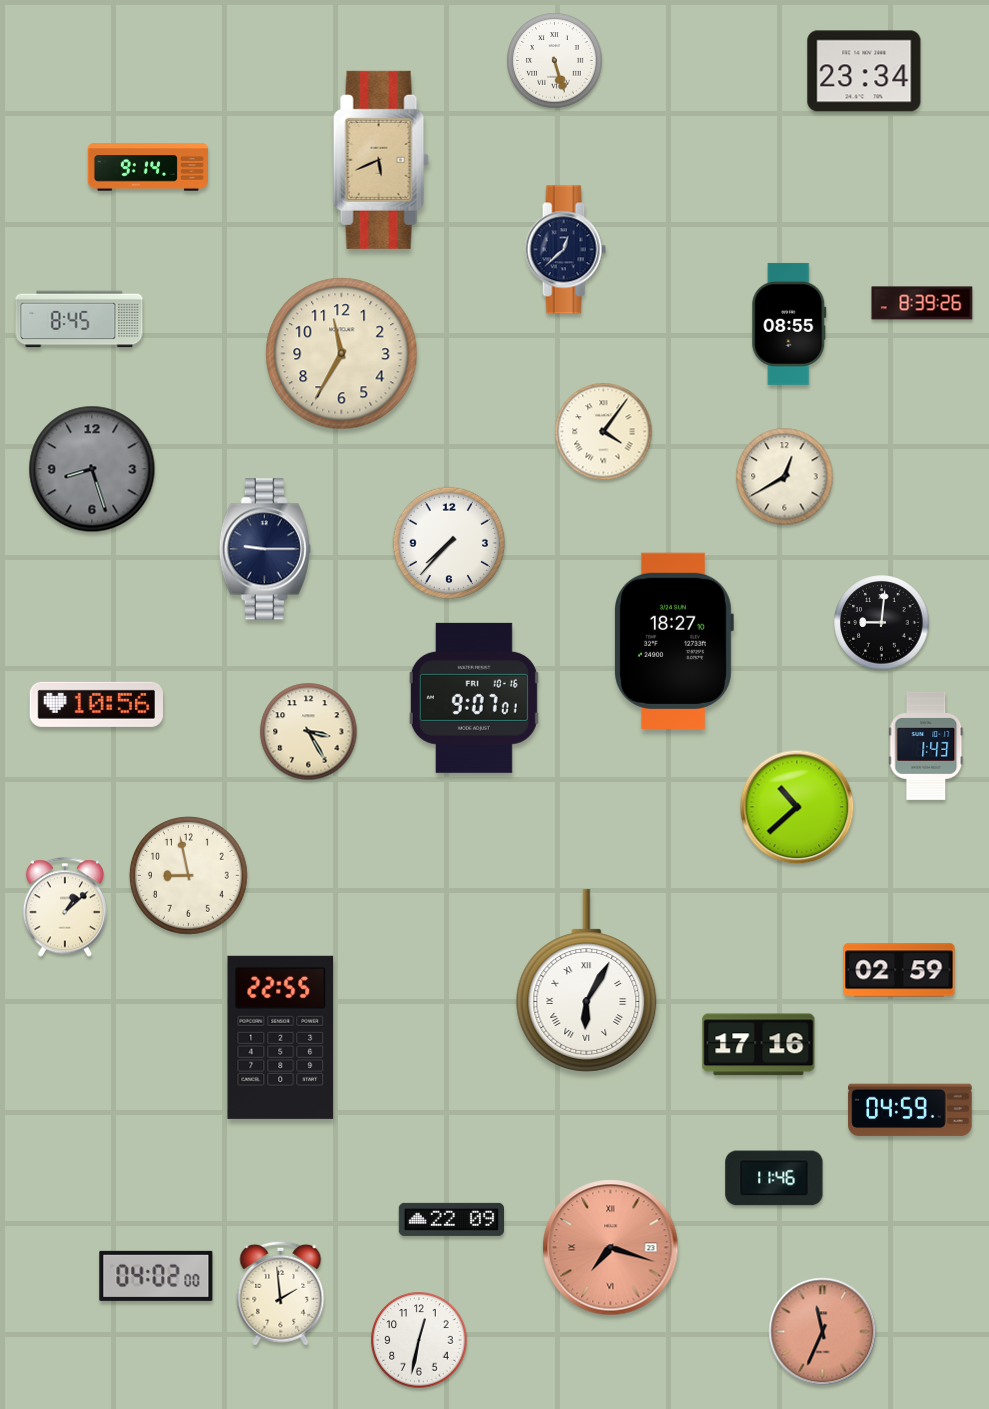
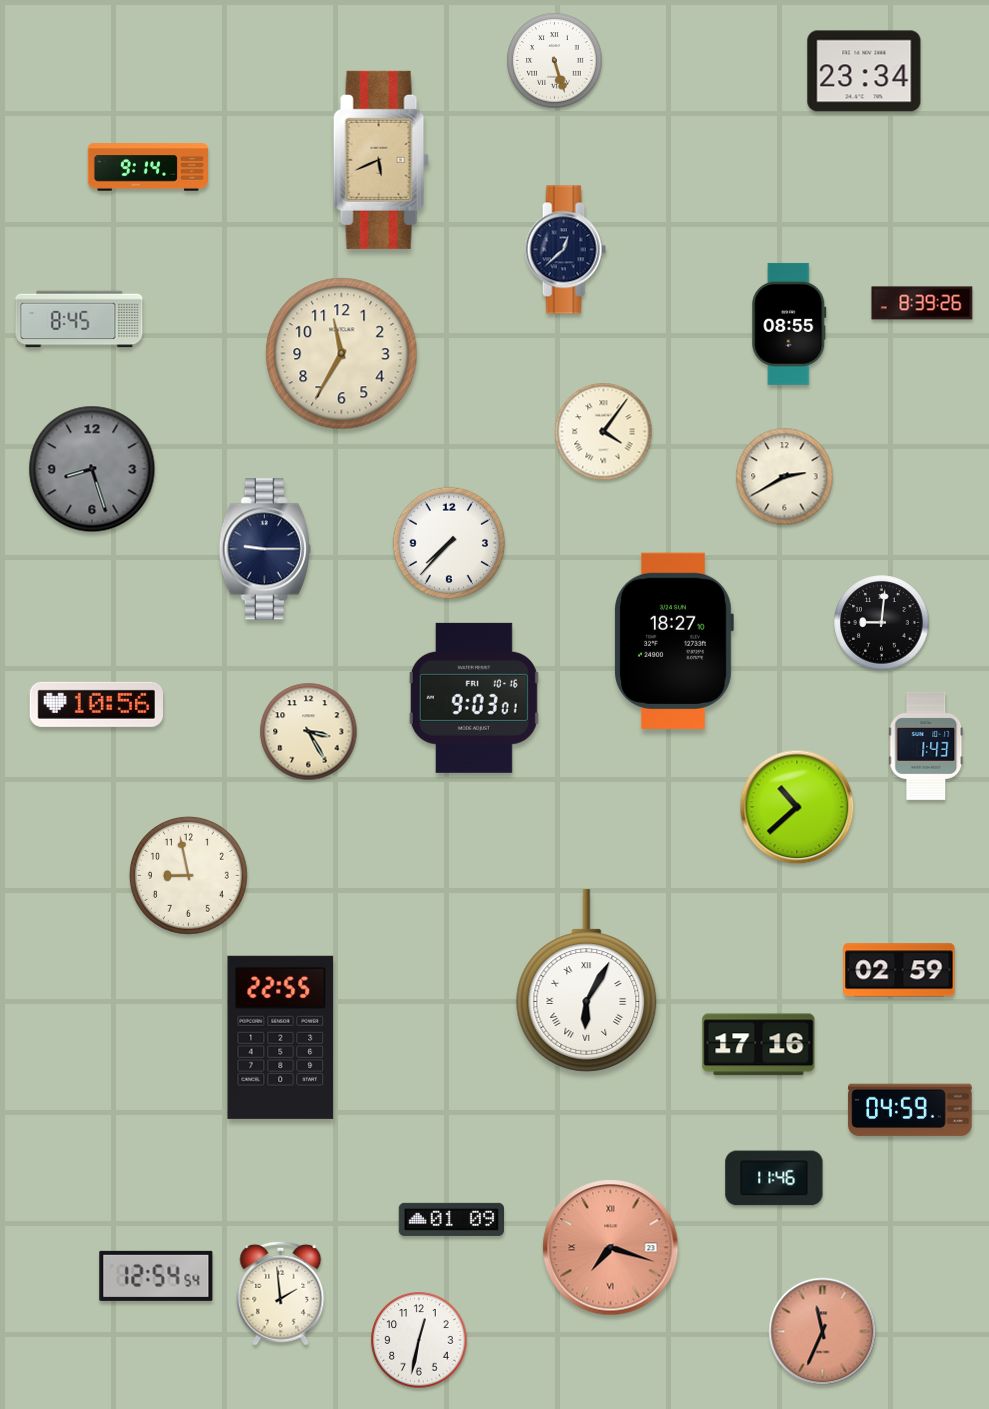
clock at (785, 477): 12:40 -> 2:40
clock at (474, 698): 9:07 -> 9:03
clock at (65, 907): 1:08 -> none
clock at (451, 1219): 22:09 -> 01:09
clock at (156, 1276): 04:02 -> 12:54
